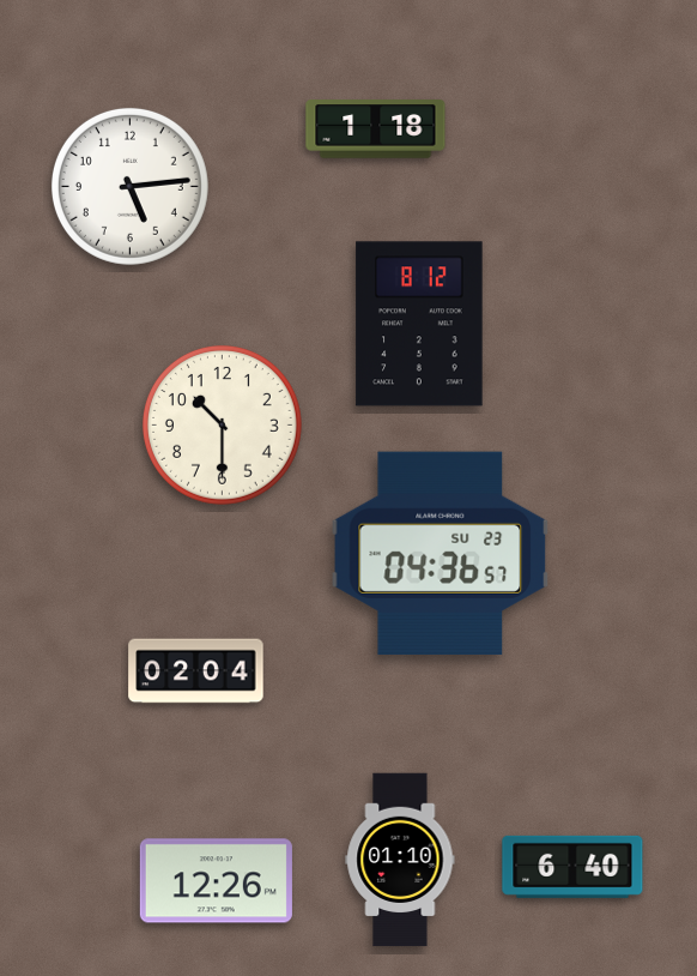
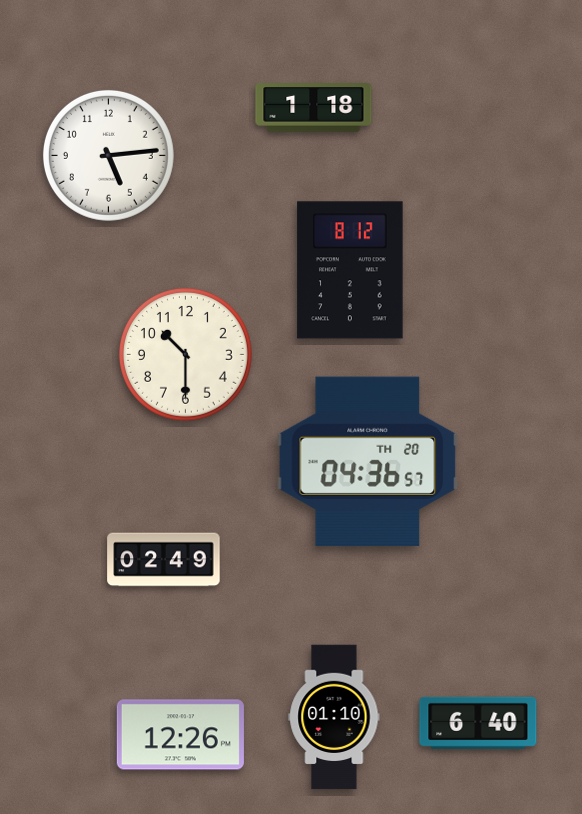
clock at (441, 553) date: SU 23 -> TH 20
clock at (196, 671): 02:04 -> 02:49
